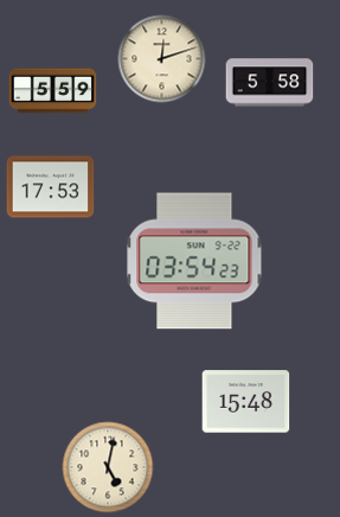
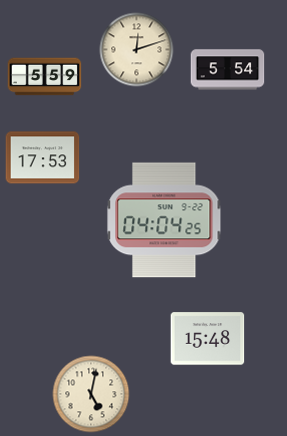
clock at (270, 83): 5:58 -> 5:54
clock at (194, 261): 03:54 -> 04:04
